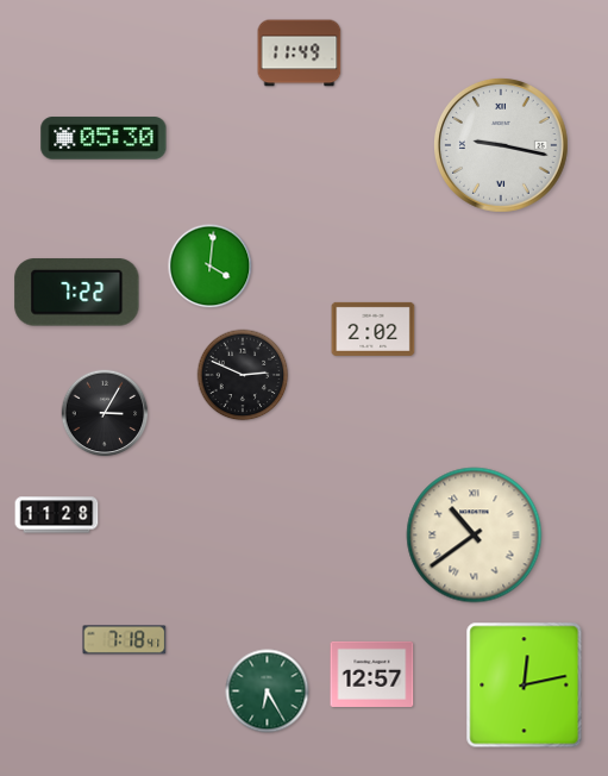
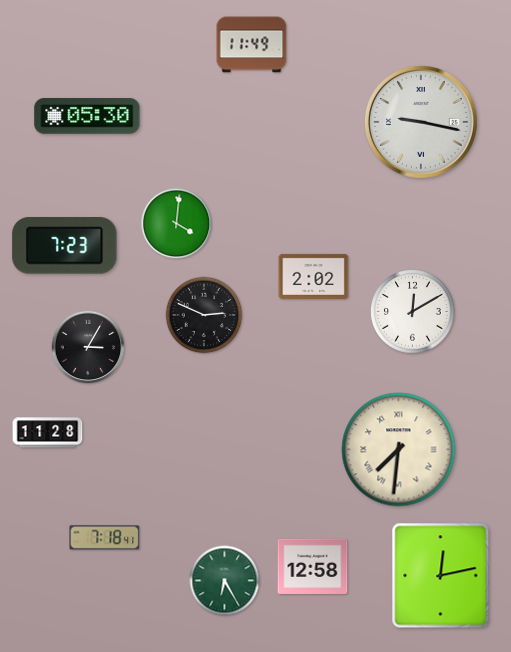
clock at (77, 293): 7:22 -> 7:23
clock at (413, 312): none -> 12:10
clock at (475, 536): 10:39 -> 7:31
clock at (372, 674): 12:57 -> 12:58
